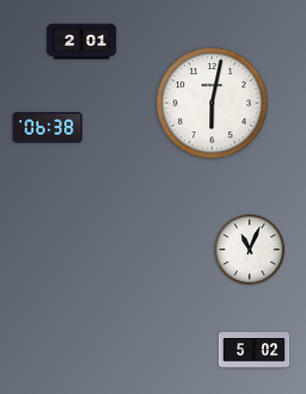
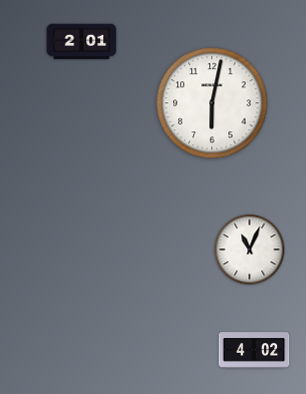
clock at (48, 128): 06:38 -> none
clock at (254, 350): 5:02 -> 4:02
